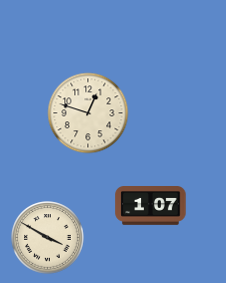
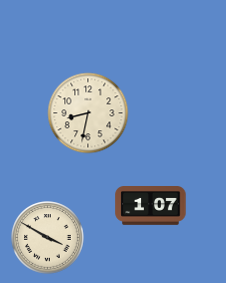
clock at (88, 113): 12:48 -> 8:32
